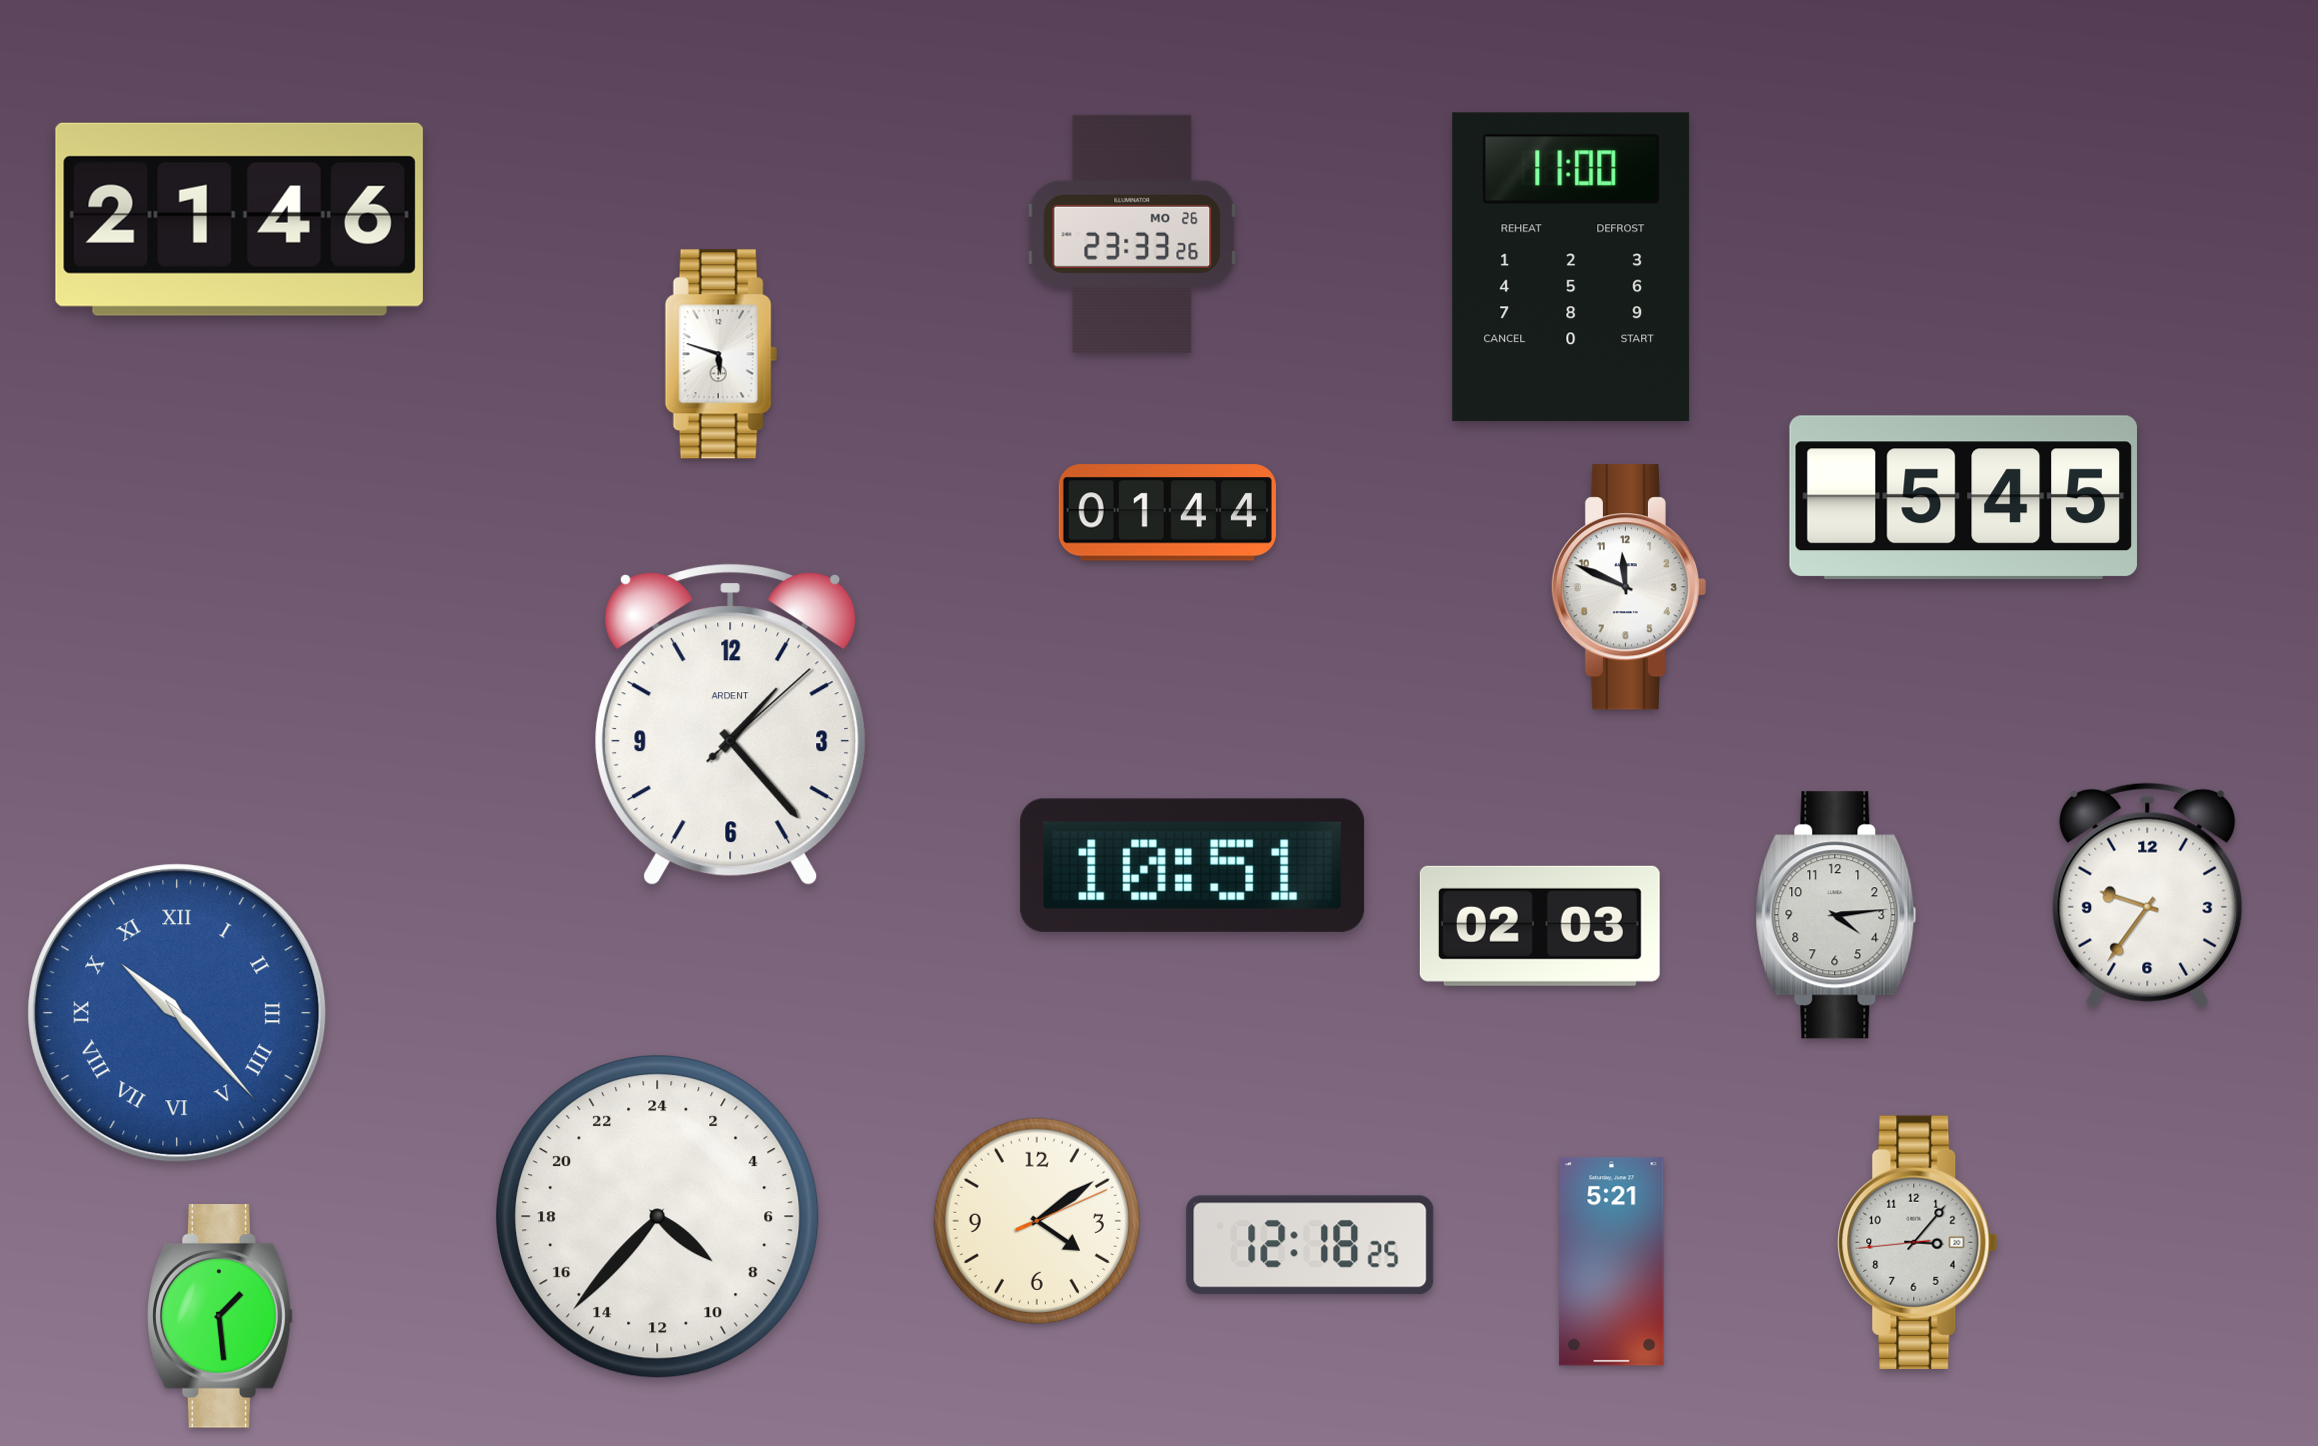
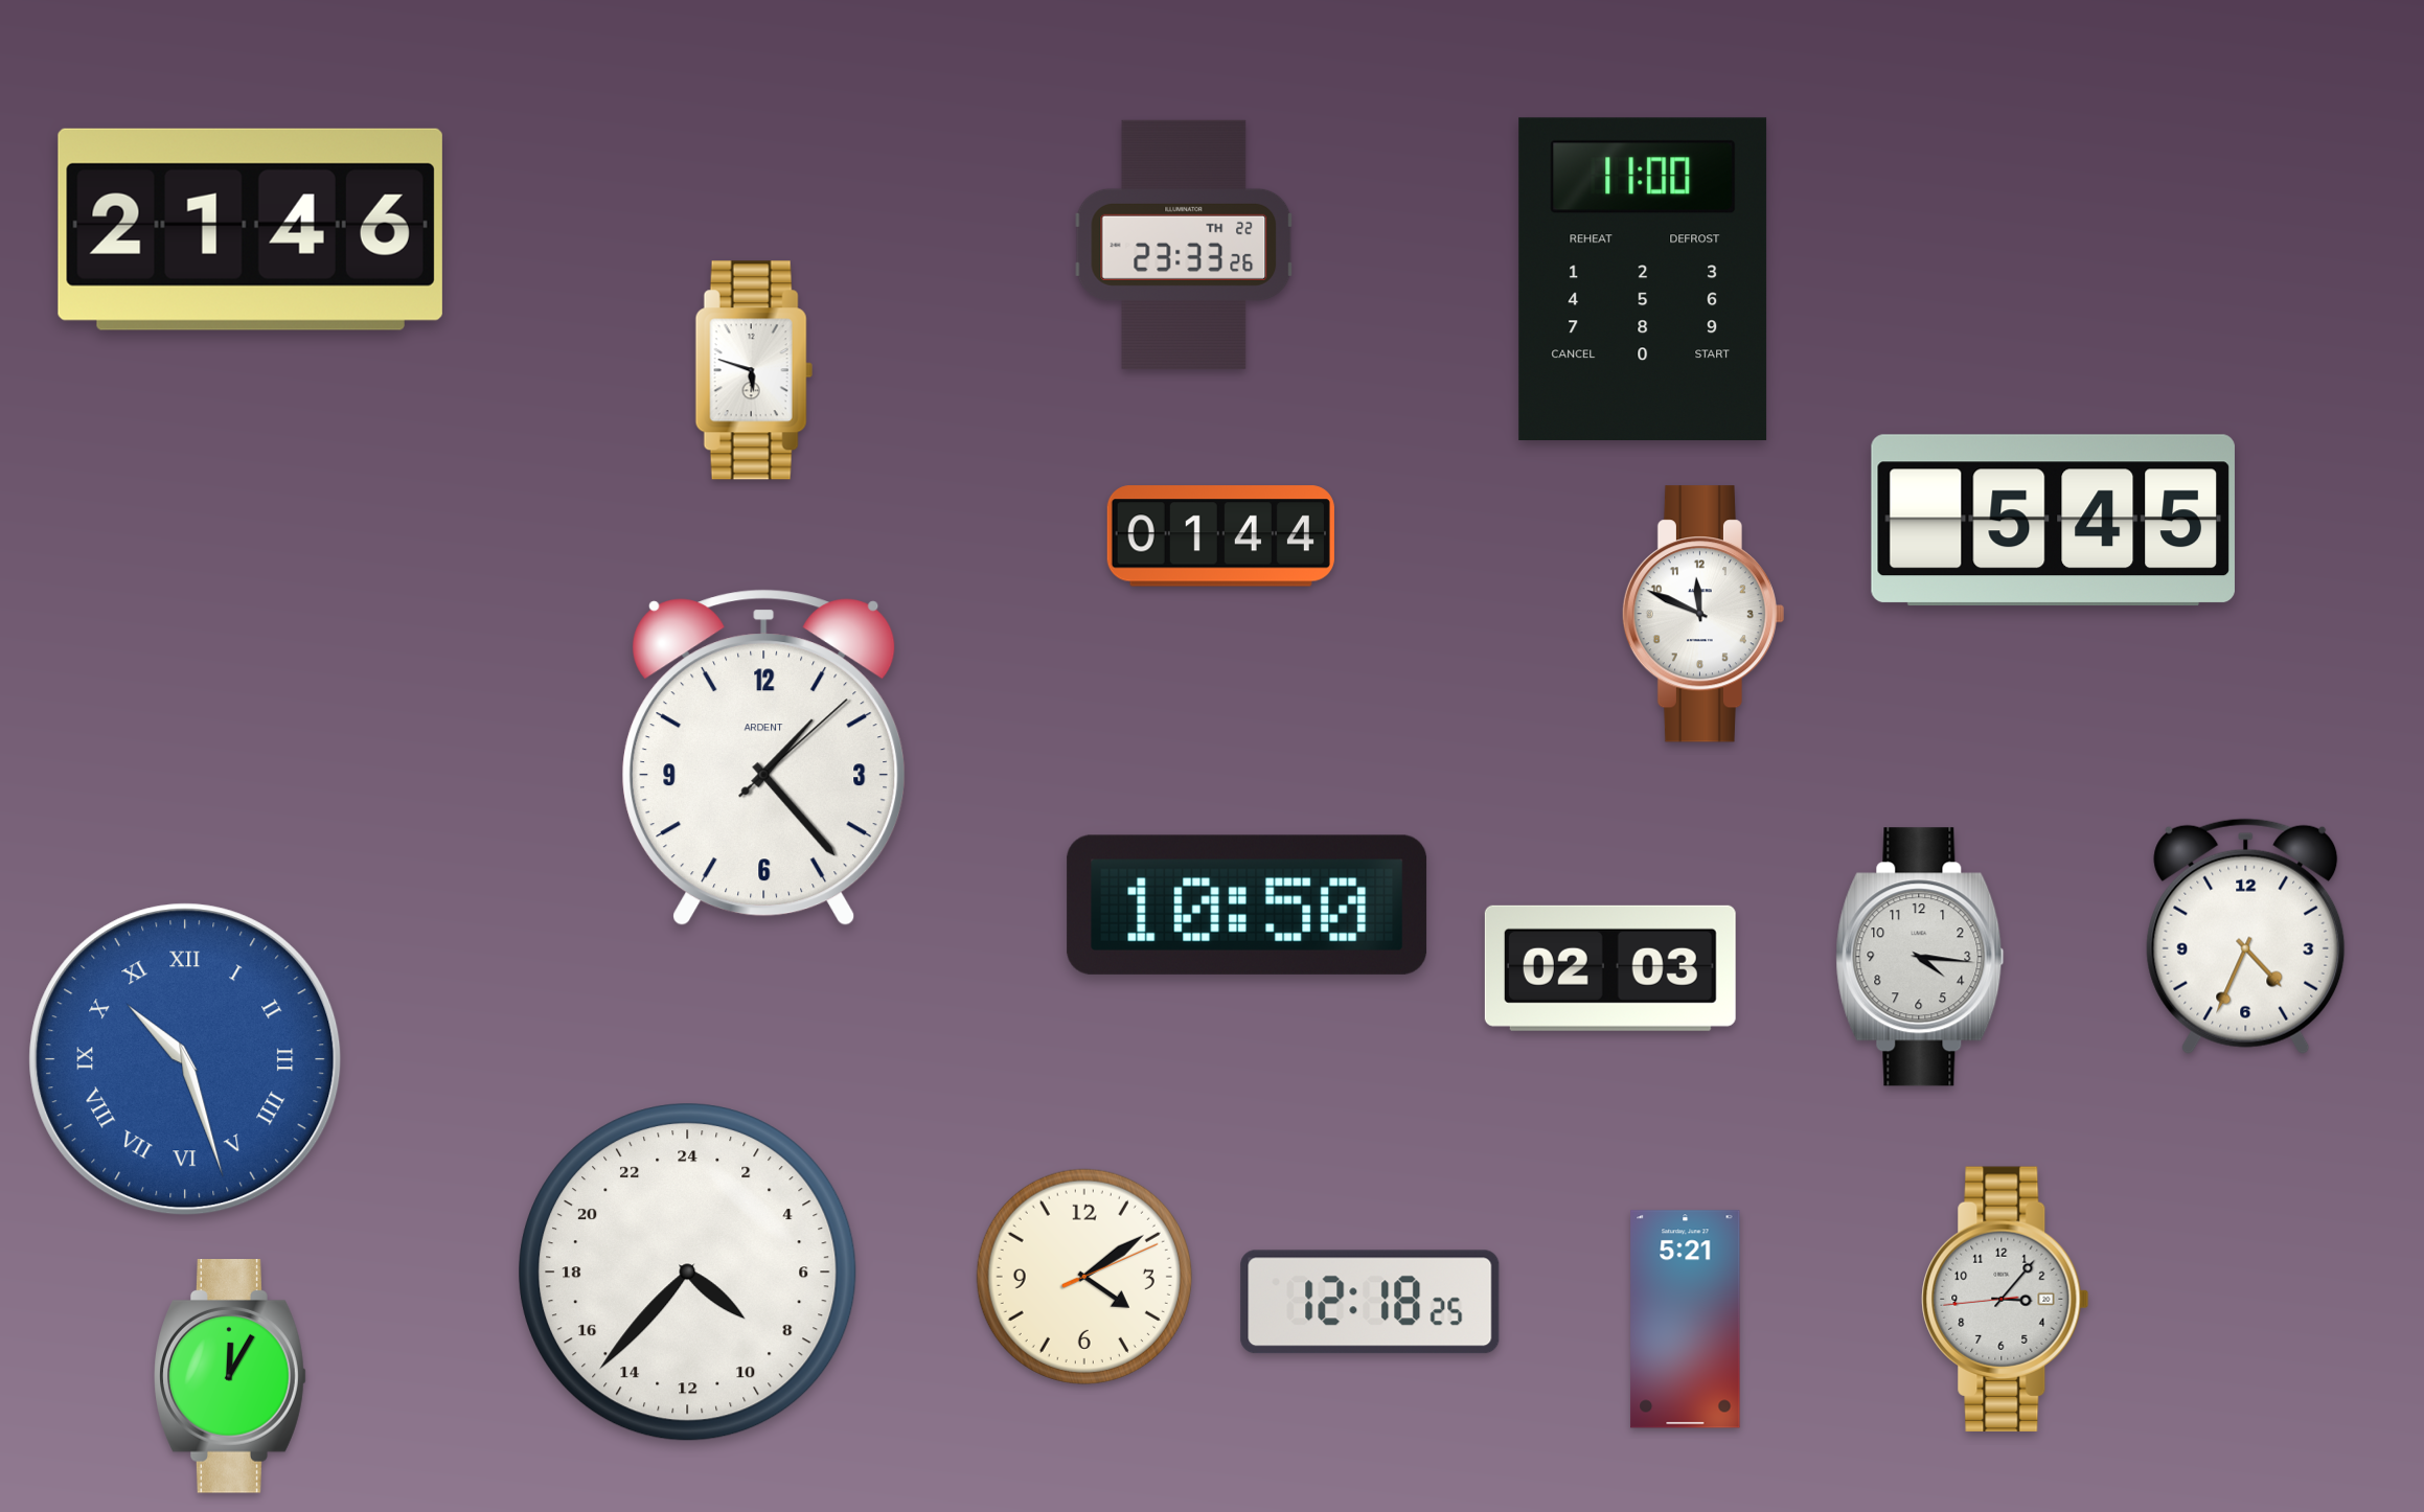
clock at (1132, 234) date: MO 26 -> TH 22
clock at (1193, 865): 10:51 -> 10:50
clock at (2148, 895): 9:36 -> 4:34
clock at (1836, 915): 4:14 -> 4:16
clock at (177, 1013): 10:23 -> 10:27
clock at (220, 1317): 1:29 -> 12:05
